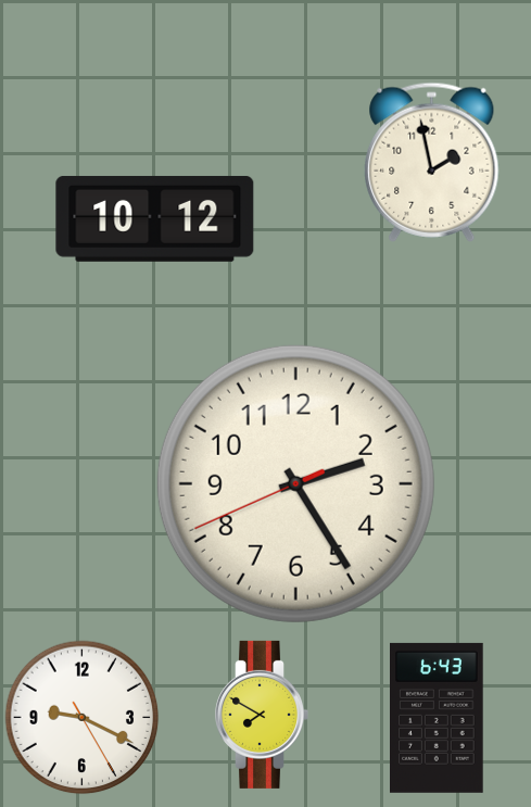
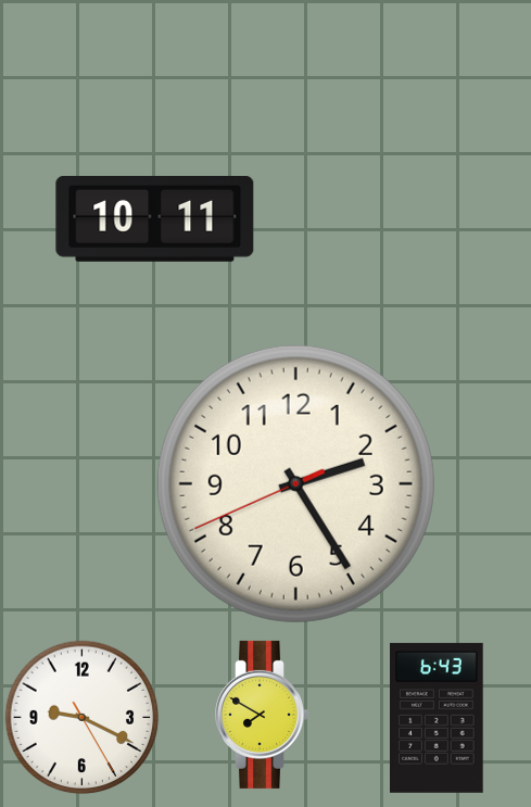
clock at (432, 162): 1:58 -> none
clock at (155, 218): 10:12 -> 10:11
